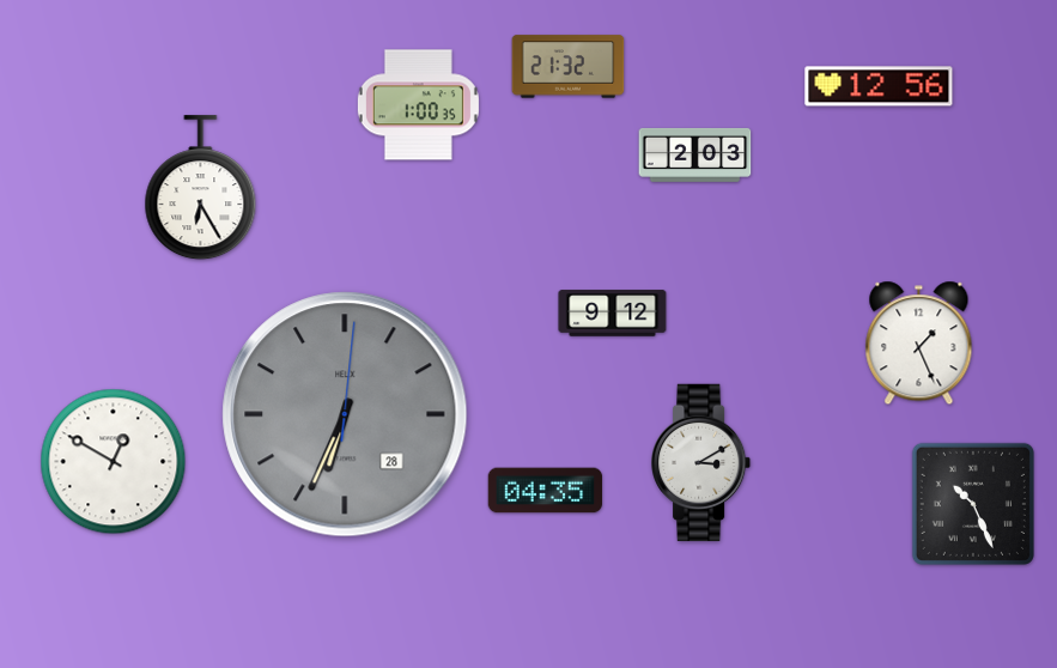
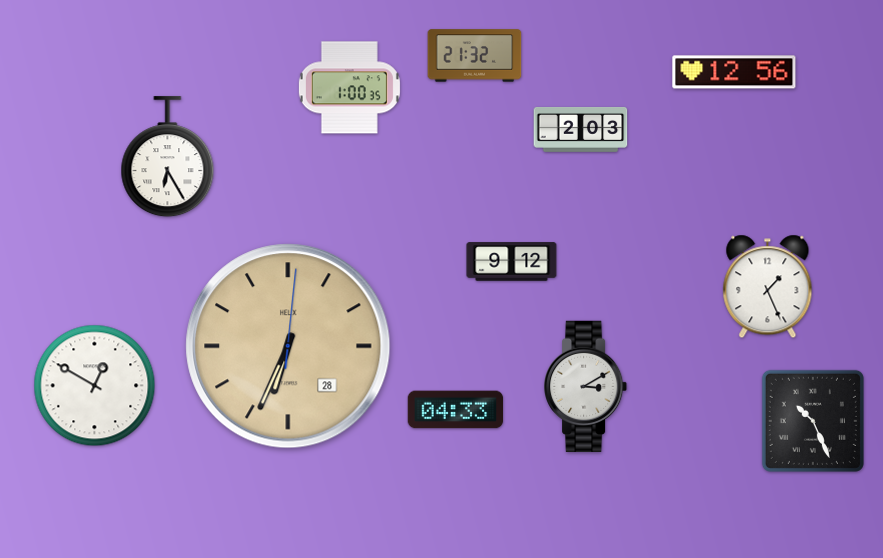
clock at (345, 414) dial: grey -> champagne
clock at (546, 491): 04:35 -> 04:33
